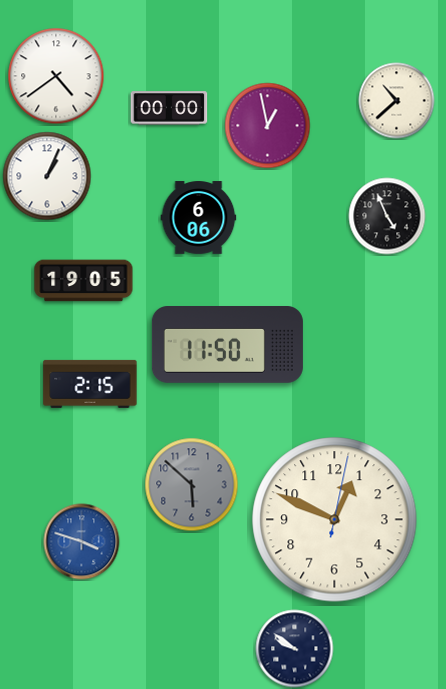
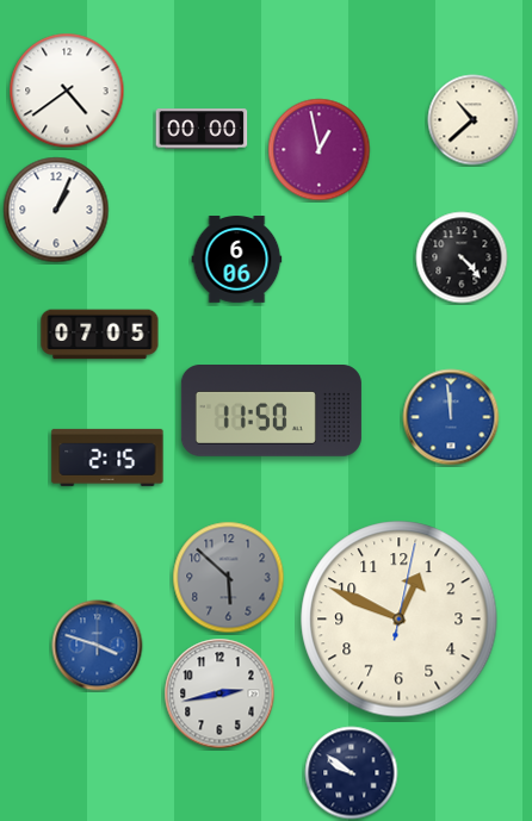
clock at (387, 216): 4:56 -> 4:23
clock at (84, 281): 19:05 -> 07:05
clock at (451, 417): none -> 11:59
clock at (219, 694): none -> 2:43
